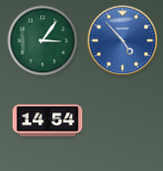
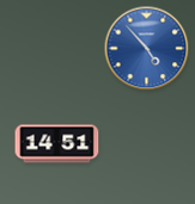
clock at (43, 41): 3:06 -> none
clock at (48, 121): 14:54 -> 14:51
